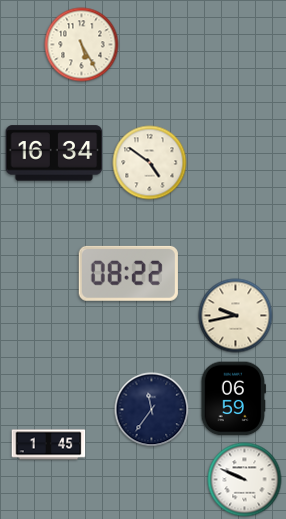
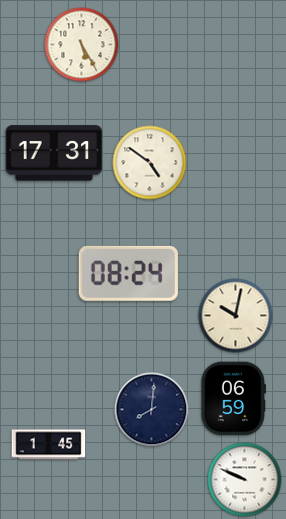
clock at (54, 153): 16:34 -> 17:31
clock at (128, 273): 08:22 -> 08:24
clock at (236, 316): 9:43 -> 10:02
clock at (152, 410): 11:36 -> 8:01
